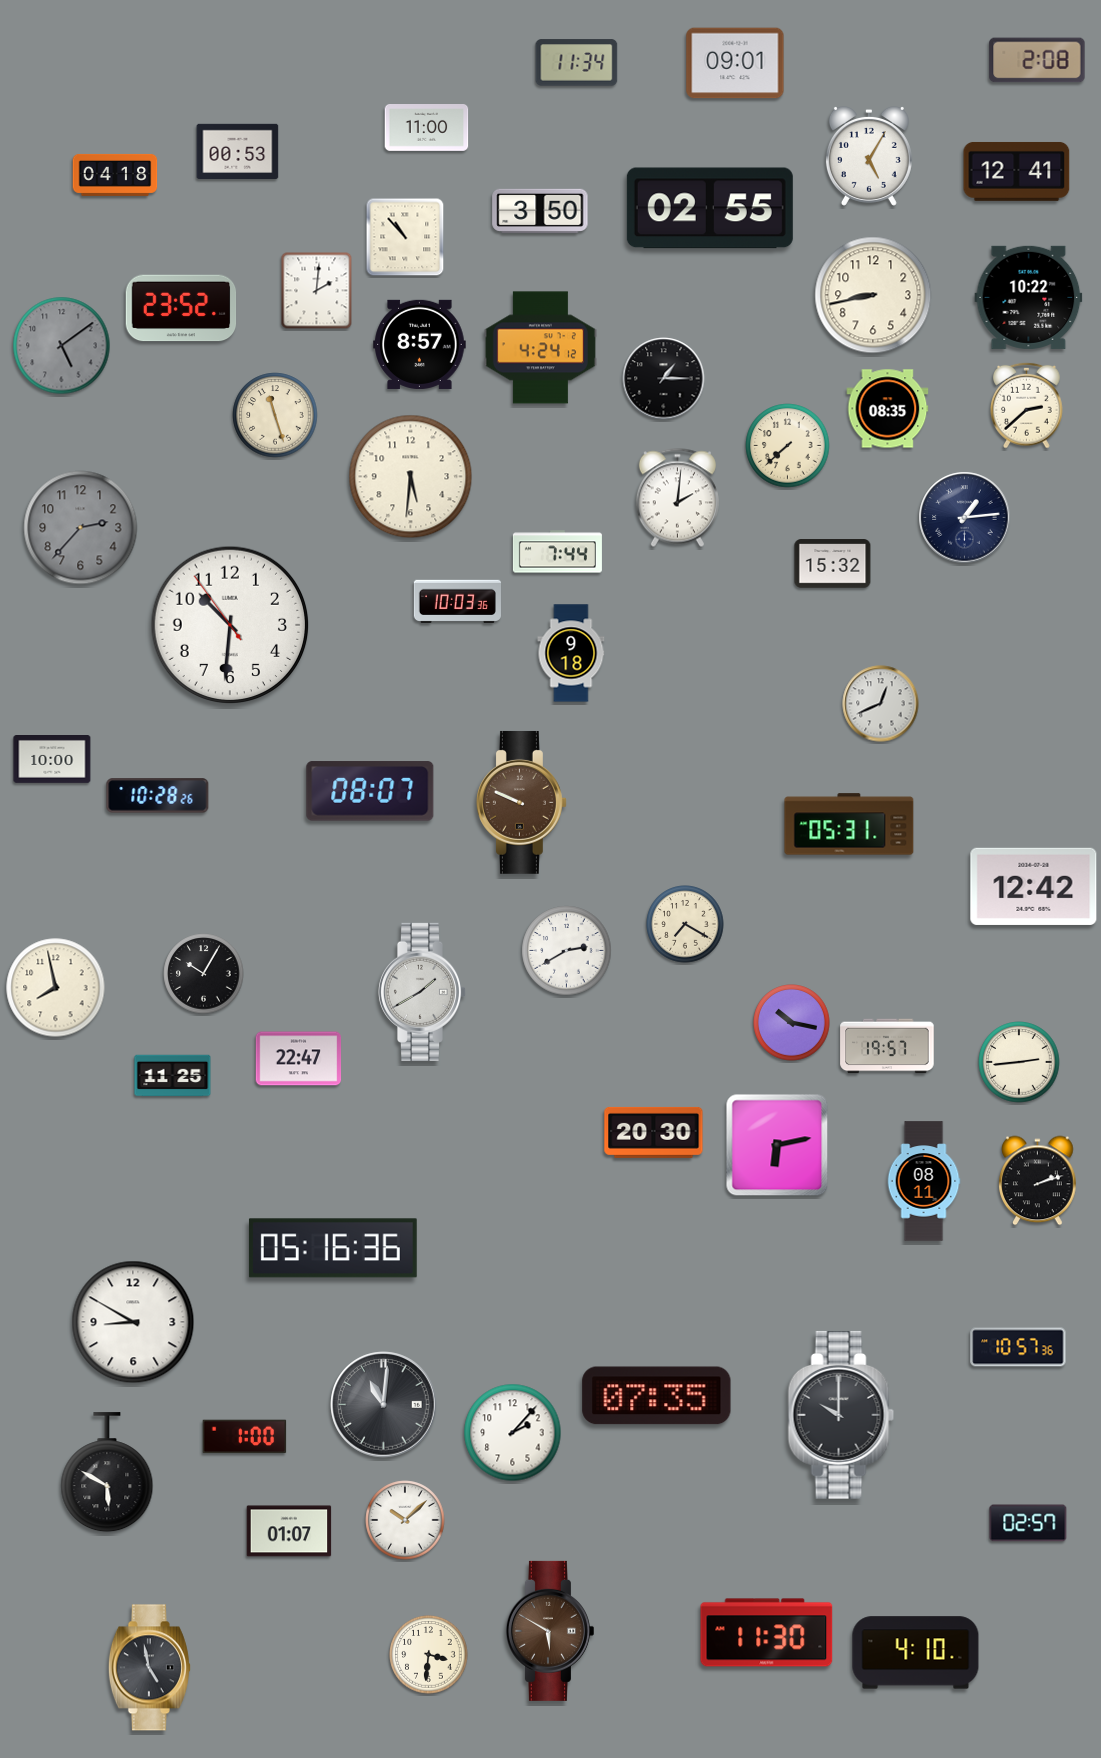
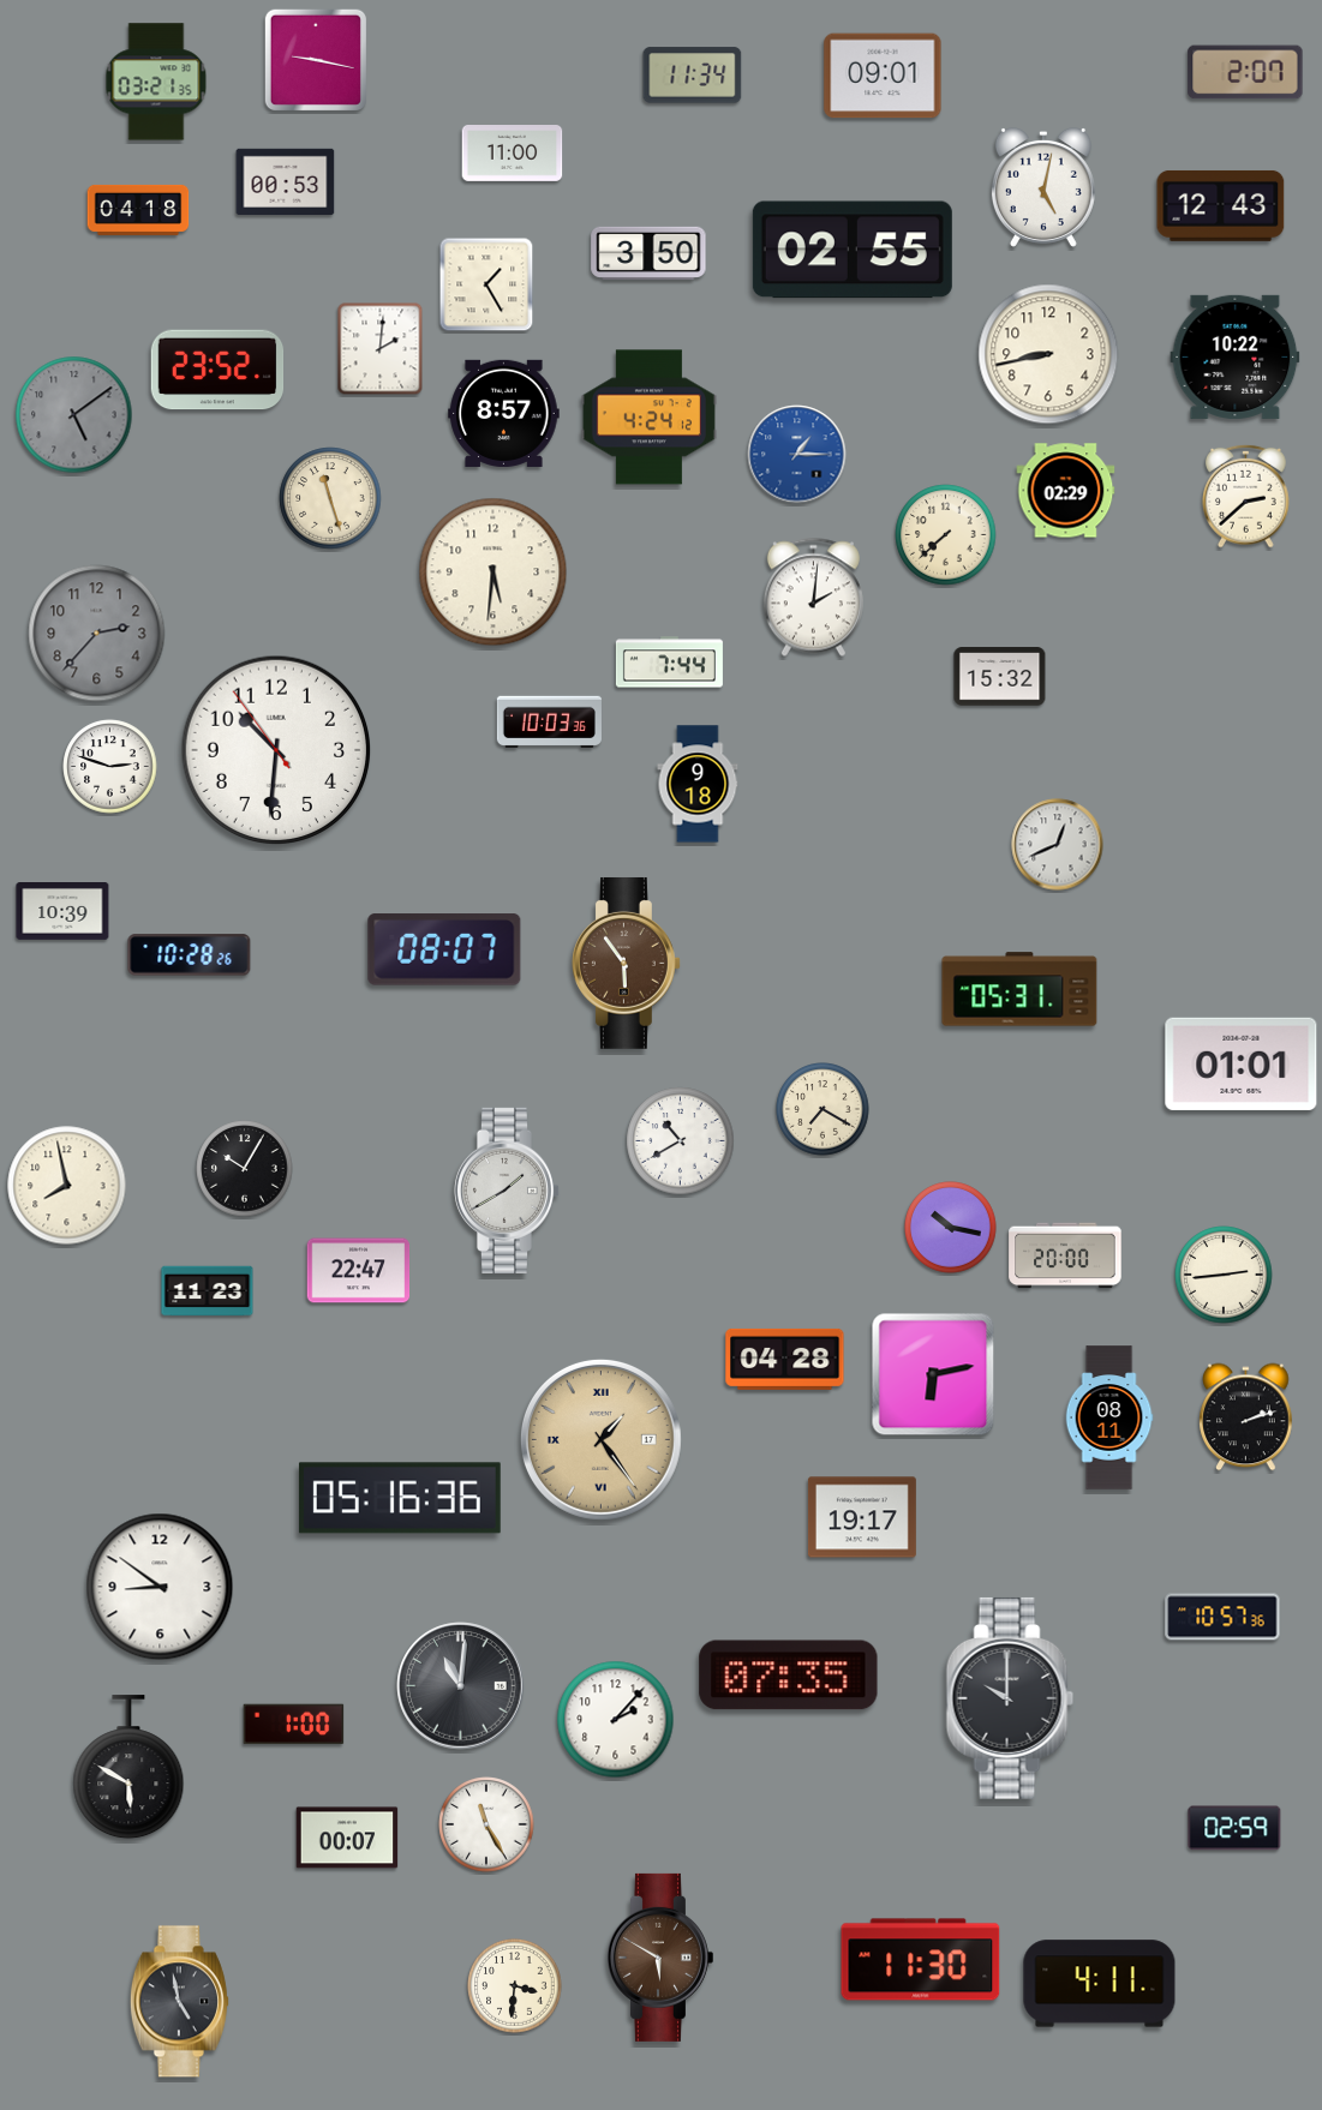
clock at (315, 59): none -> 9:17
clock at (1037, 60): 2:08 -> 2:07
clock at (156, 82): none -> 03:21
clock at (869, 156): 5:05 -> 5:02
clock at (1017, 171): 12:41 -> 12:43
clock at (405, 237): 10:53 -> 1:25
clock at (664, 379) dial: black -> blue
clock at (1027, 405) position: (1027, 405) -> (1246, 496)
clock at (888, 409): 08:35 -> 02:29
clock at (965, 518): 1:14 -> none
clock at (110, 767): none -> 2:48
clock at (571, 653) position: (571, 653) -> (698, 784)
clock at (52, 760): 10:00 -> 10:39
clock at (521, 802): 9:49 -> 5:54
clock at (1034, 886): 12:42 -> 01:01
clock at (567, 951): 2:40 -> 10:40
clock at (887, 1046): 19:57 -> 20:00
clock at (173, 1076): 11:25 -> 11:23
clock at (654, 1132): 20:30 -> 04:28
clock at (600, 1439): none -> 1:24
clock at (862, 1517): none -> 19:17
clock at (133, 1322): 8:50 -> 8:51
clock at (405, 1520): 10:08 -> 11:25
clock at (1028, 1523): 02:57 -> 02:59
clock at (289, 1531): 01:07 -> 00:07
clock at (916, 1653): 4:10 -> 4:11
